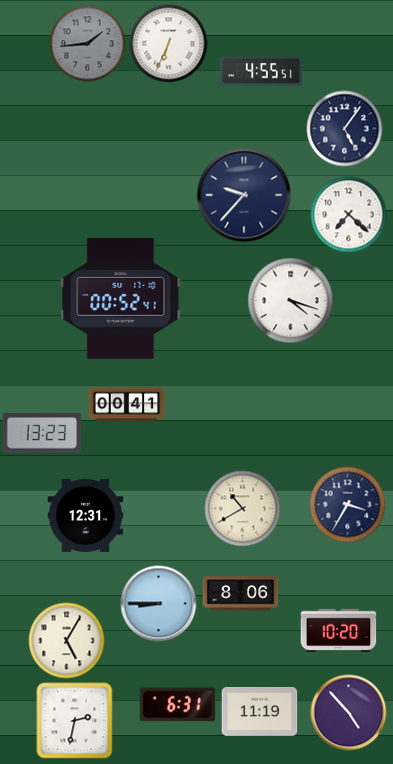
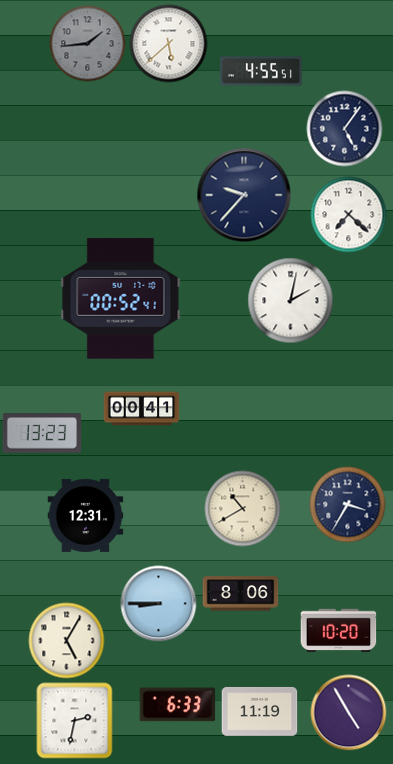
clock at (169, 44): 6:34 -> 5:38
clock at (291, 301): 4:18 -> 2:02
clock at (127, 405) position: (127, 405) -> (142, 409)
clock at (178, 705): 6:31 -> 6:33
clock at (349, 713): 4:53 -> 4:55
